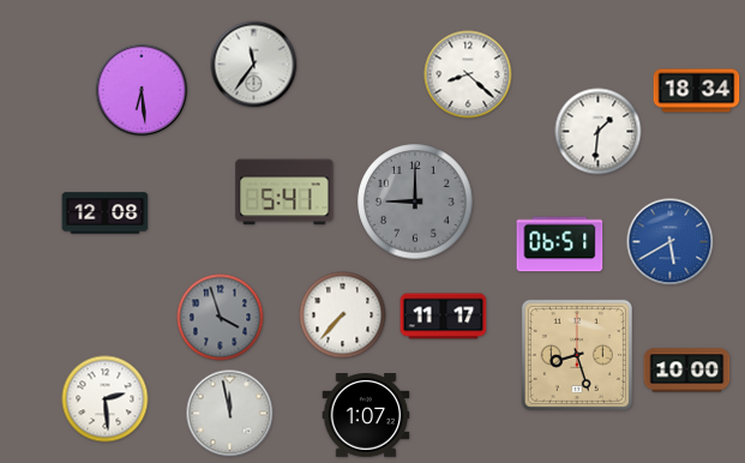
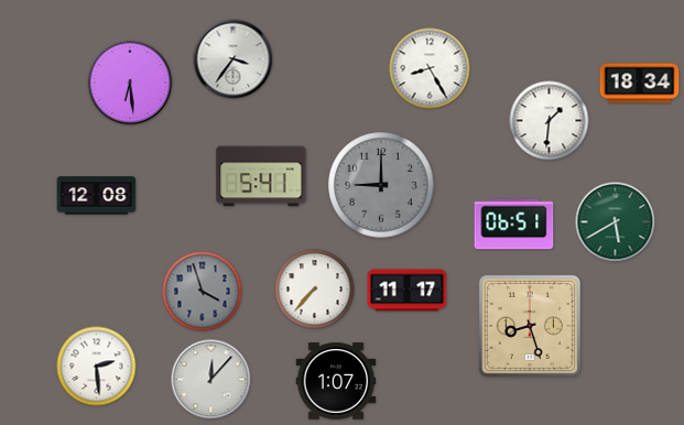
clock at (254, 65): 11:36 -> 3:36
clock at (468, 74): 8:22 -> 8:25
clock at (671, 242) dial: blue -> green
clock at (687, 371): 10:00 -> none
clock at (230, 414): 11:58 -> 12:07
